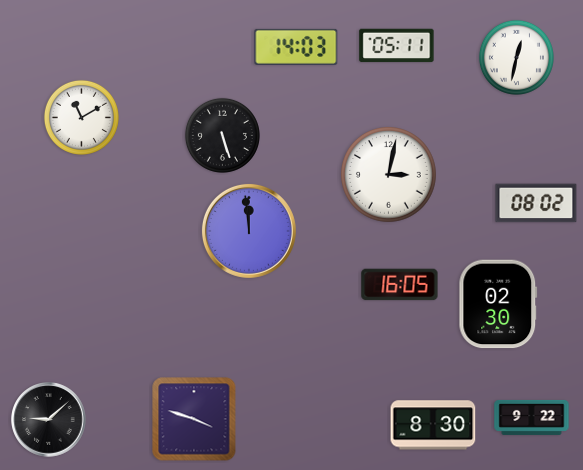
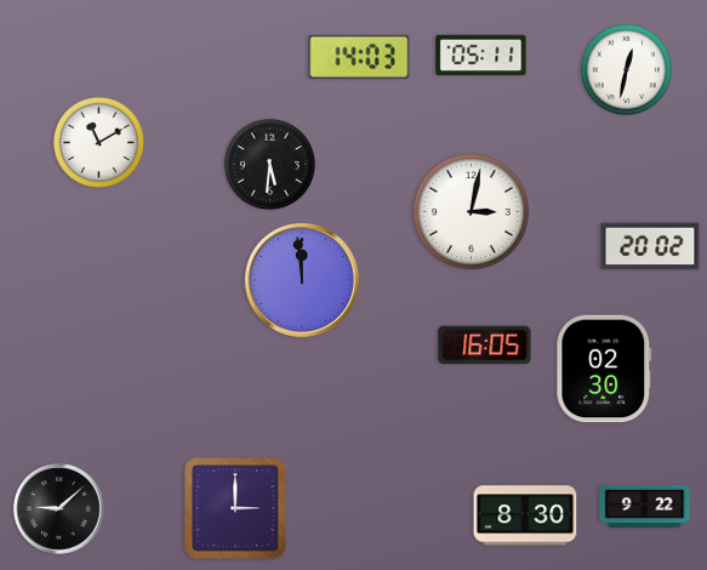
clock at (222, 135): 5:27 -> 5:31
clock at (536, 203): 08:02 -> 20:02
clock at (194, 419): 3:48 -> 3:00
